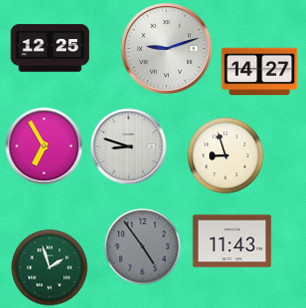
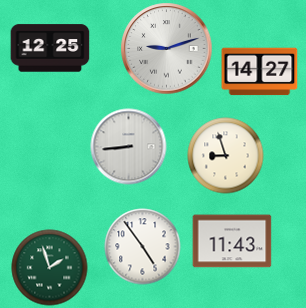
clock at (44, 146): 6:55 -> none
clock at (129, 147): 8:48 -> 8:44
clock at (143, 247) dial: grey -> white
